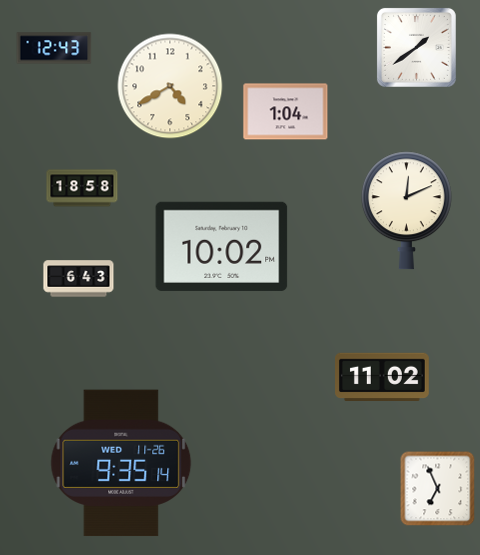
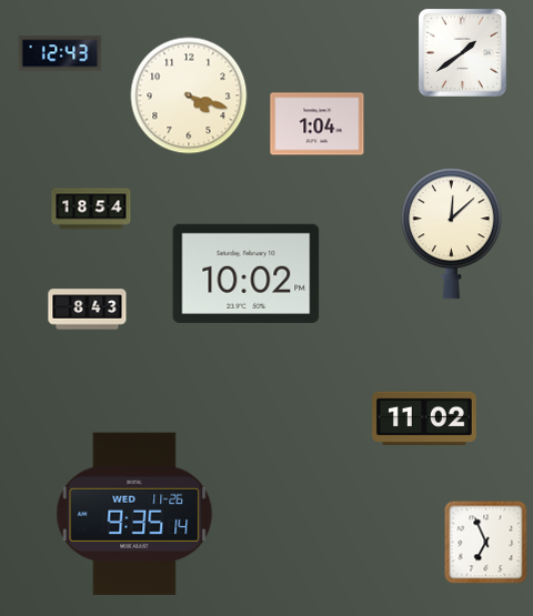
clock at (170, 86): 4:40 -> 4:18
clock at (82, 188): 18:58 -> 18:54
clock at (406, 211): 12:11 -> 12:08
clock at (79, 279): 6:43 -> 8:43
